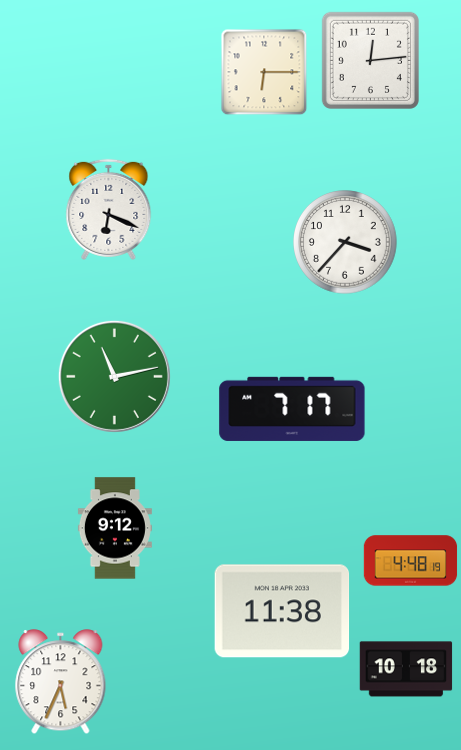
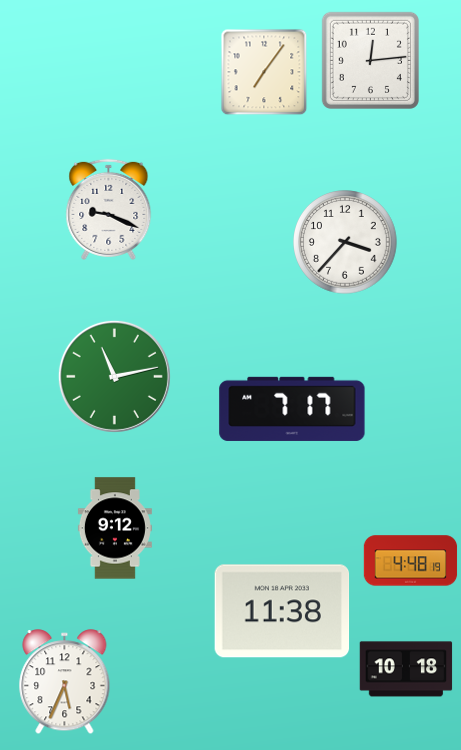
clock at (264, 72): 6:15 -> 7:06
clock at (109, 209): 6:19 -> 9:19
clock at (61, 682) position: (61, 682) -> (65, 682)
